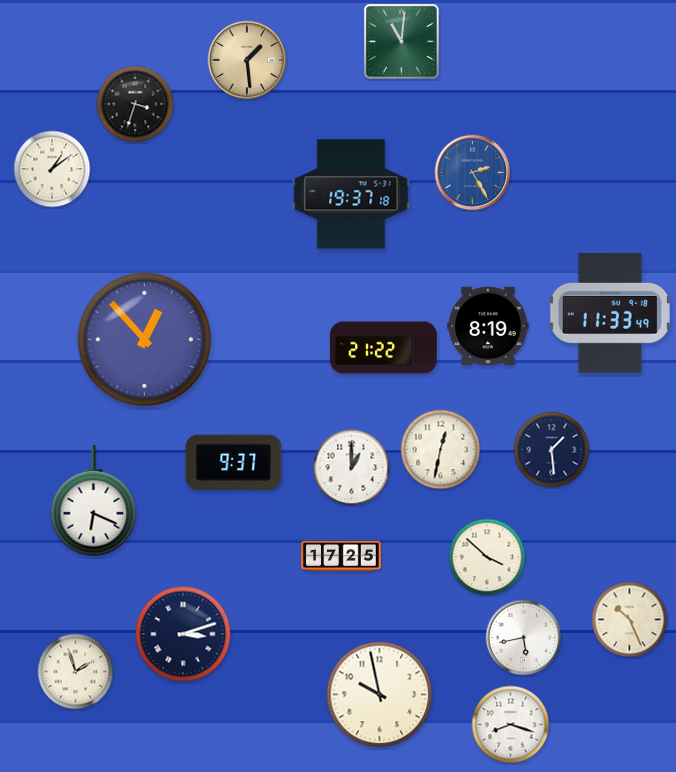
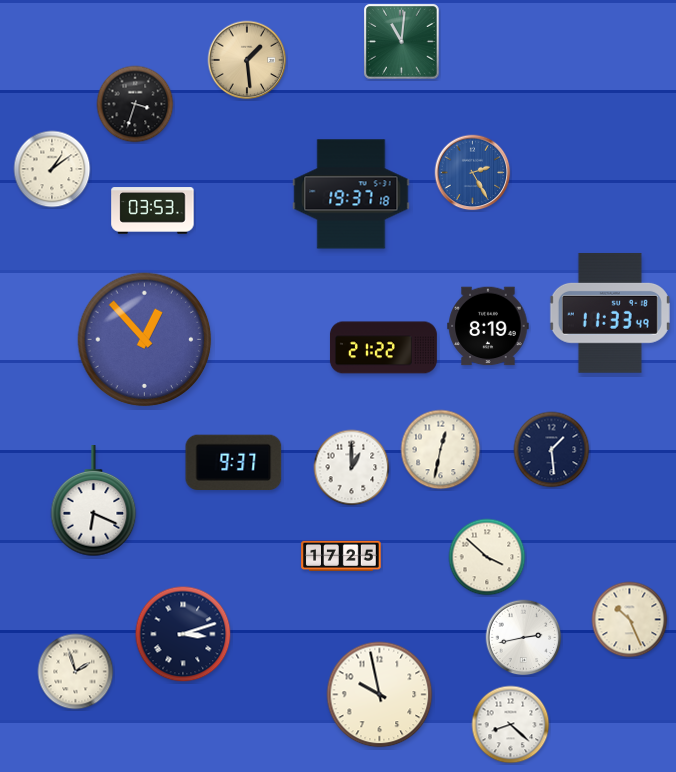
clock at (153, 211): none -> 03:53
clock at (524, 638): 5:43 -> 2:43
clock at (511, 725): 8:18 -> 8:22
